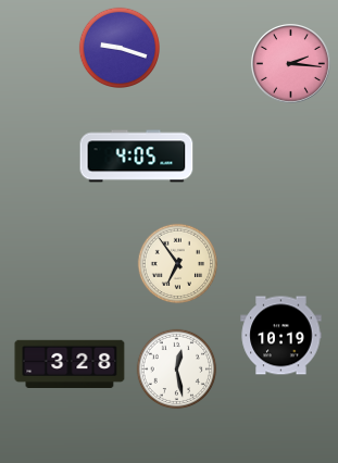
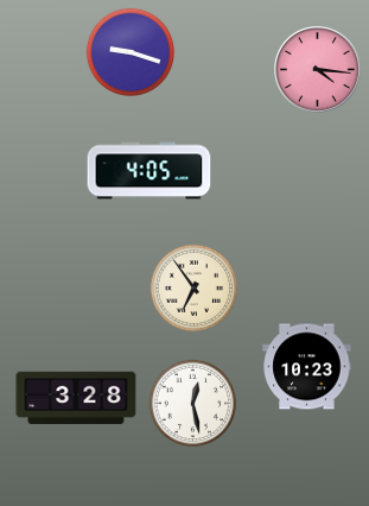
clock at (291, 64): 2:16 -> 4:16
clock at (281, 336): 10:19 -> 10:23
